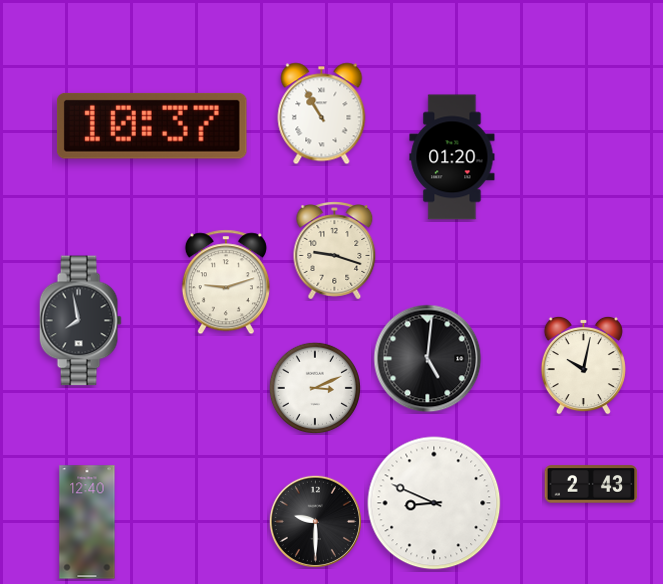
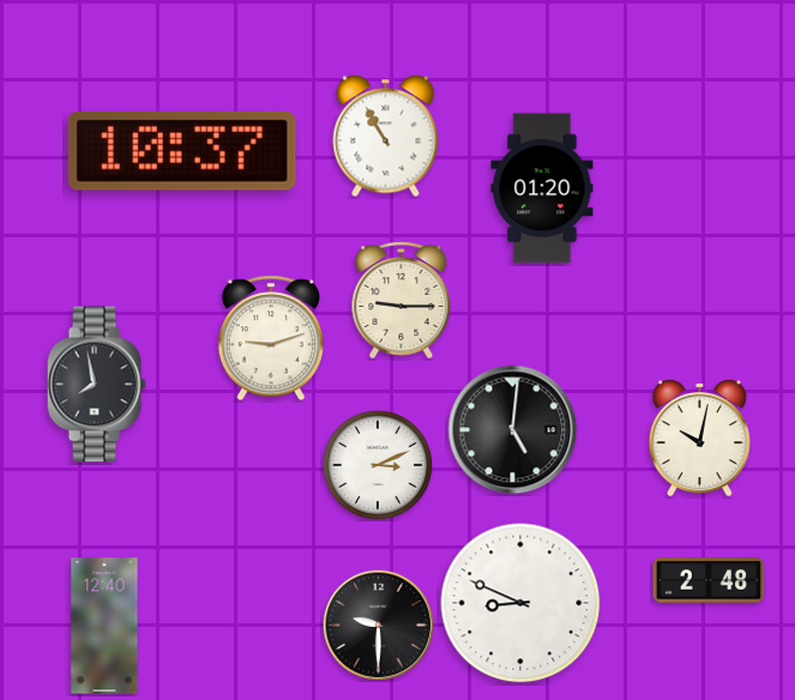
clock at (335, 251): 9:18 -> 9:15
clock at (591, 484): 2:43 -> 2:48
